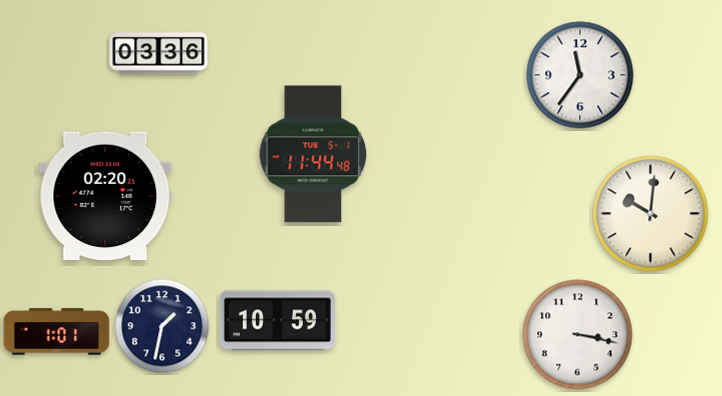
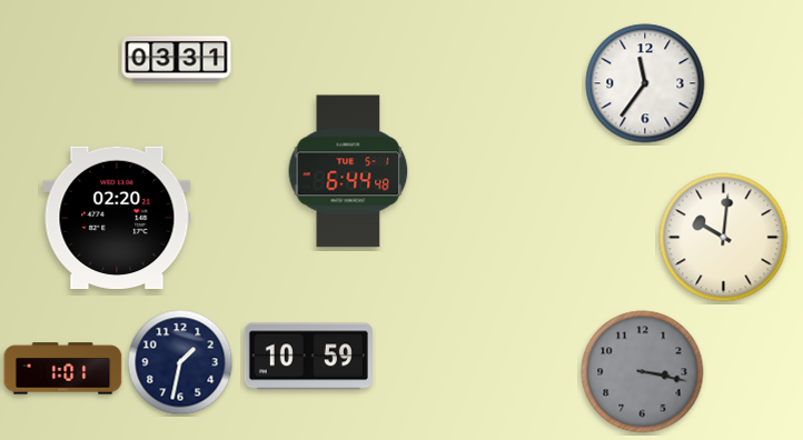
clock at (159, 54): 03:36 -> 03:31
clock at (313, 154): 11:44 -> 6:44
clock at (578, 335) dial: white -> grey
